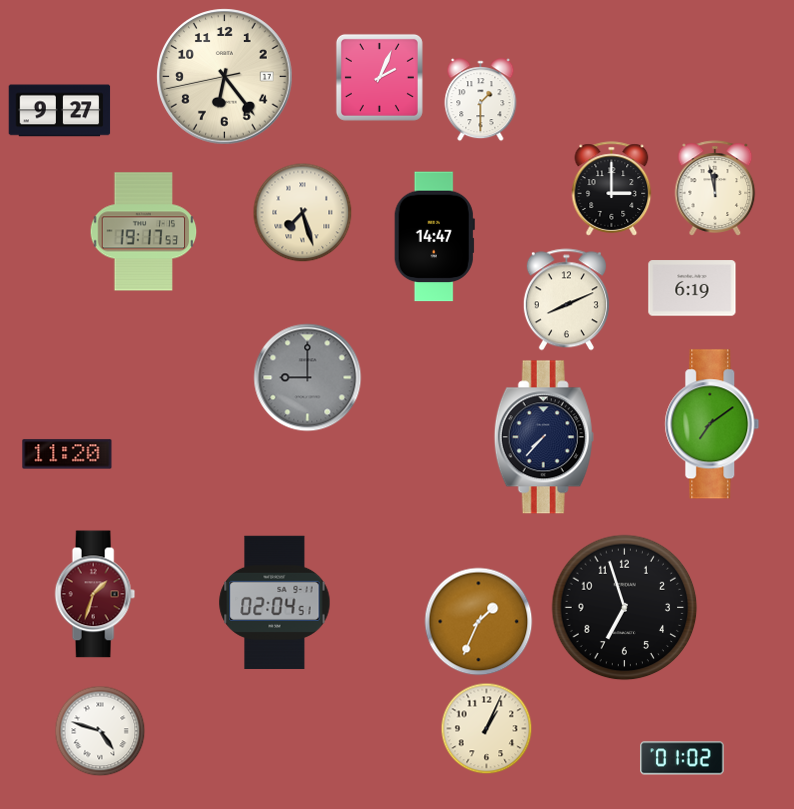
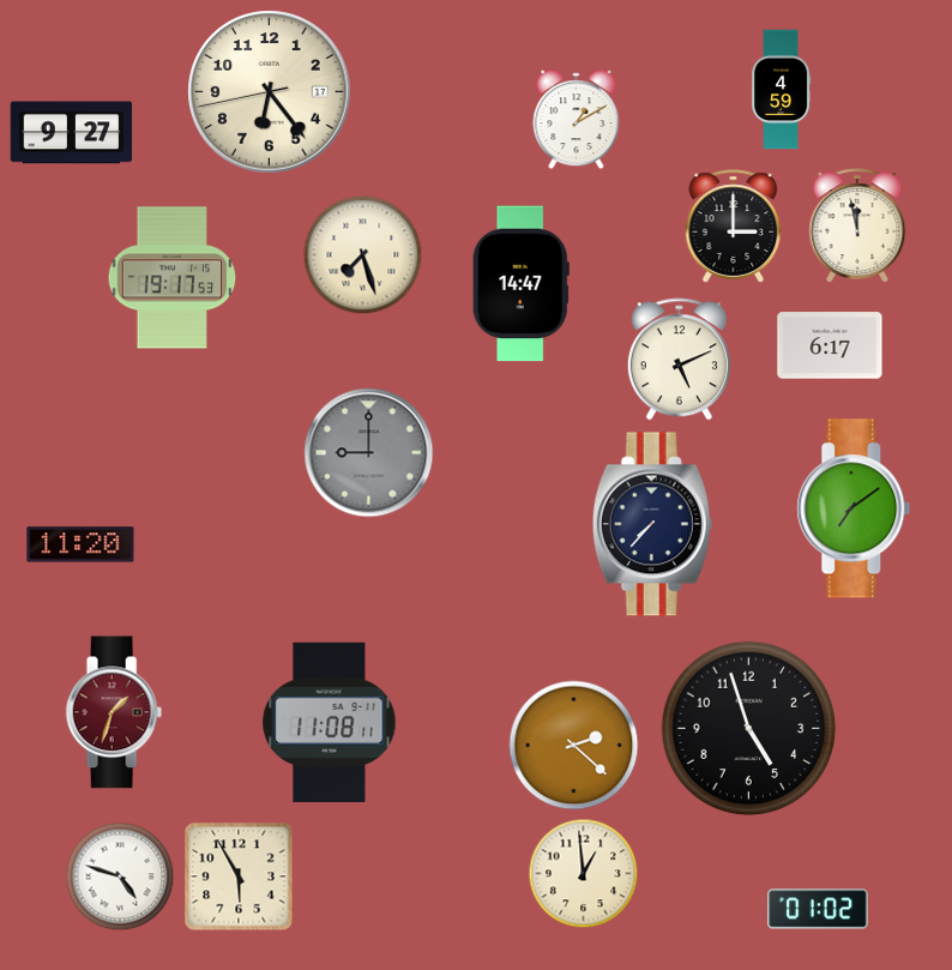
clock at (782, 90): none -> 4:59
clock at (379, 77): 2:04 -> none
clock at (481, 100): 1:30 -> 1:10
clock at (692, 288): 6:19 -> 6:17
clock at (566, 300): 8:11 -> 5:11
clock at (275, 602): 02:04 -> 11:08
clock at (625, 608): 6:57 -> 4:57
clock at (479, 622): 1:34 -> 2:22
clock at (487, 729): 1:04 -> 12:59
clock at (239, 876): none -> 5:55
